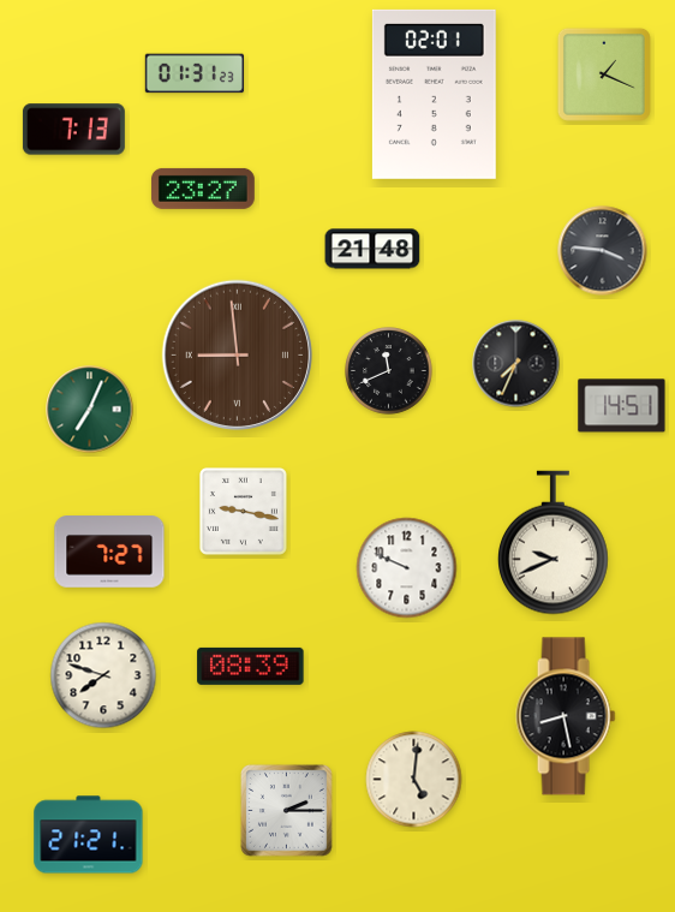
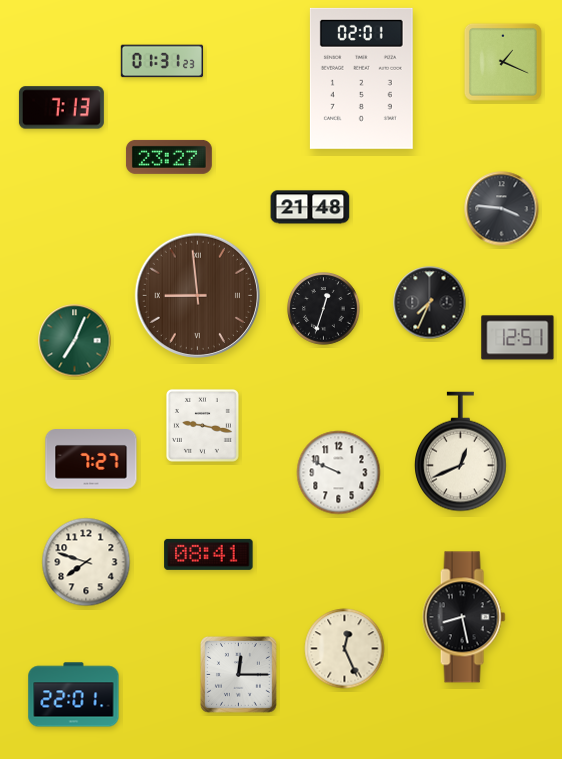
clock at (389, 371): 11:41 -> 12:33
clock at (622, 406): 14:51 -> 12:51
clock at (554, 543): 9:41 -> 12:41
clock at (251, 666): 08:39 -> 08:41
clock at (566, 716) position: (566, 716) -> (464, 617)
clock at (414, 780): 5:01 -> 12:26
clock at (286, 810): 2:15 -> 12:15
clock at (89, 835): 21:21 -> 22:01
